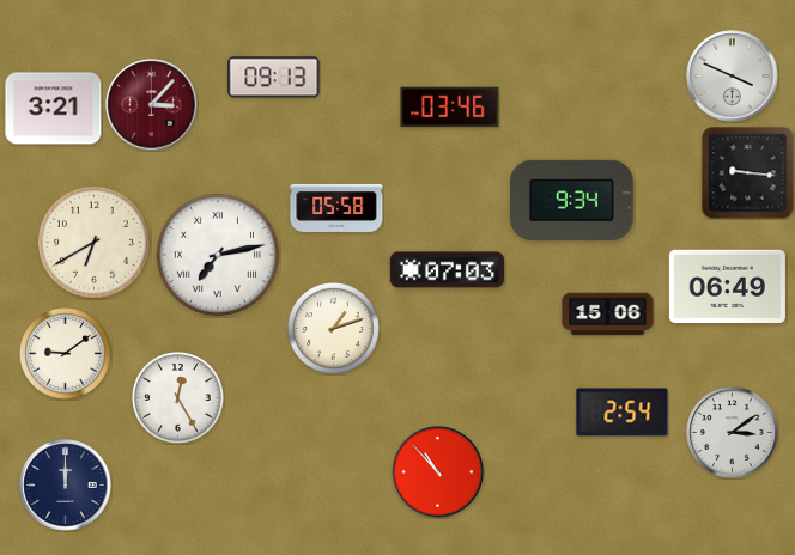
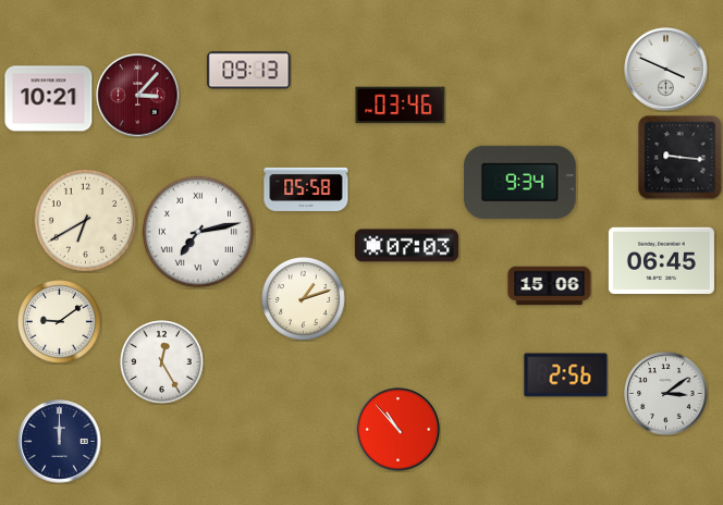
clock at (450, 108) position: (450, 108) -> (401, 106)
clock at (54, 109): 3:21 -> 10:21
clock at (727, 286): 06:49 -> 06:45
clock at (608, 315) position: (608, 315) -> (550, 286)
clock at (623, 413): 2:54 -> 2:56
